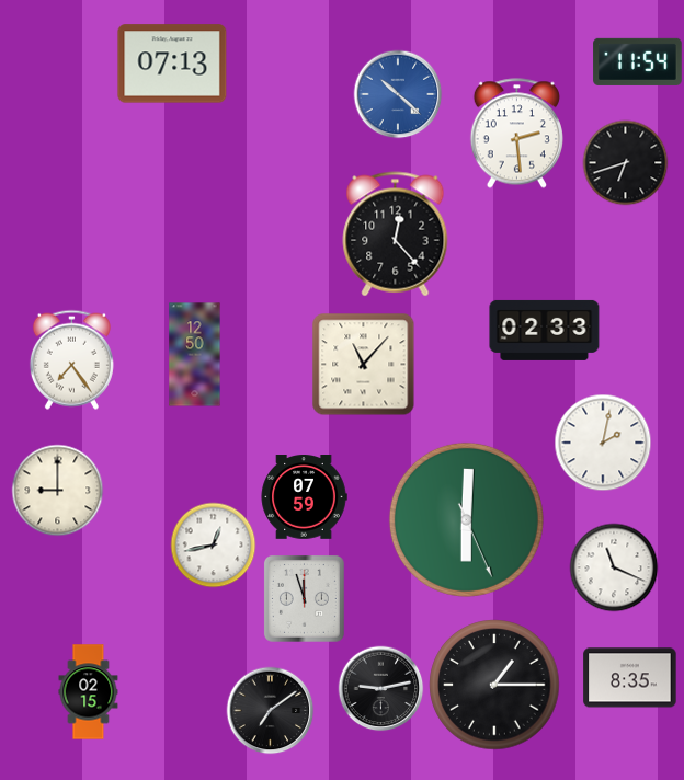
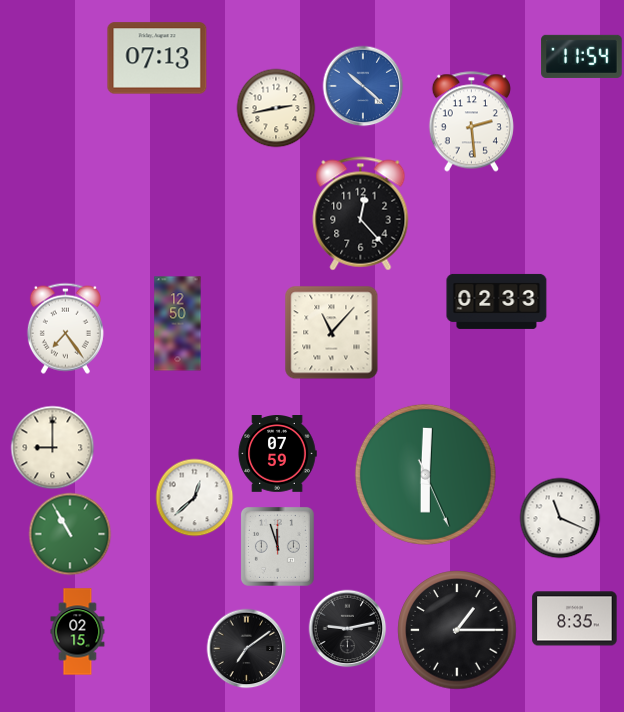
clock at (276, 108): none -> 2:43
clock at (625, 162): 6:42 -> none
clock at (603, 443): 2:02 -> none
clock at (213, 544): 12:43 -> 12:38
clock at (70, 534): none -> 10:55
clock at (494, 685) position: (494, 685) -> (457, 630)
clock at (89, 692) position: (89, 692) -> (78, 632)
